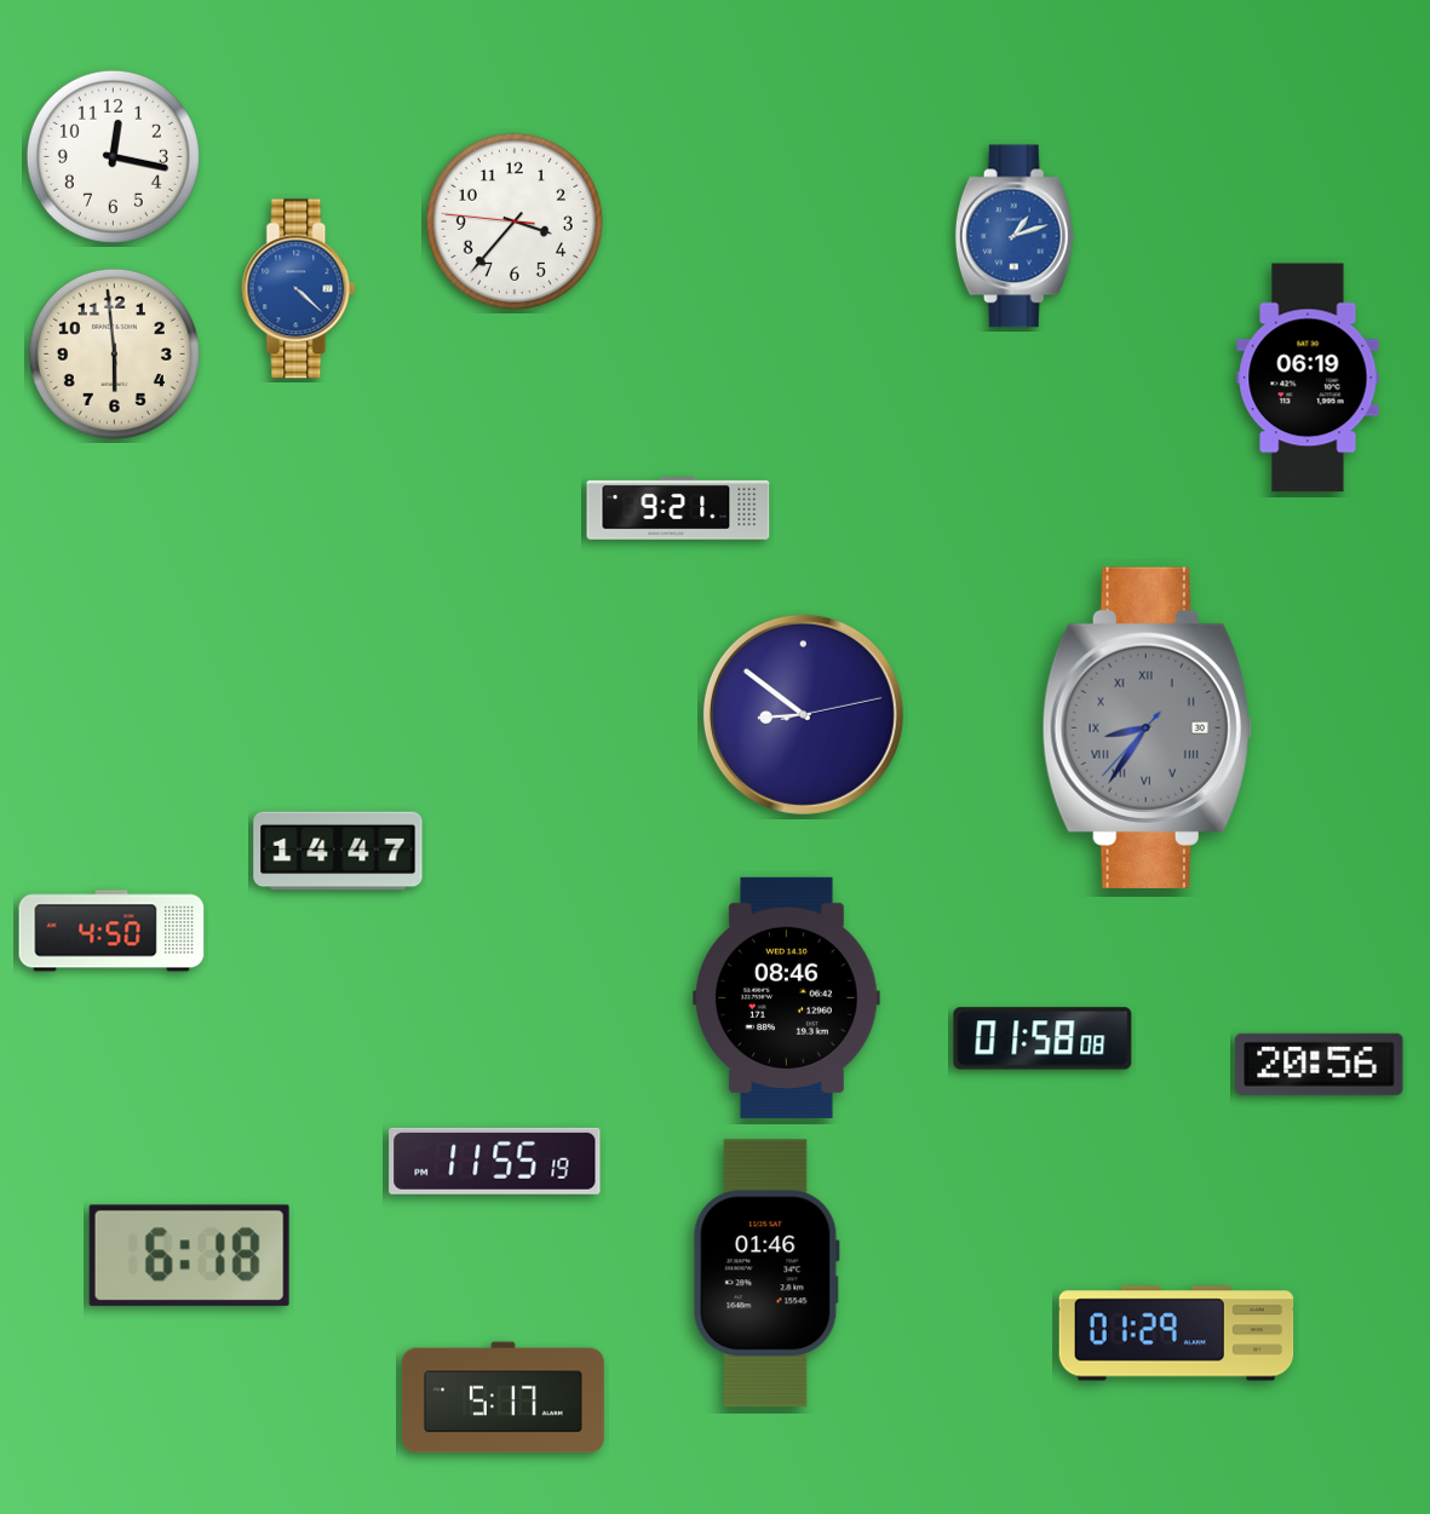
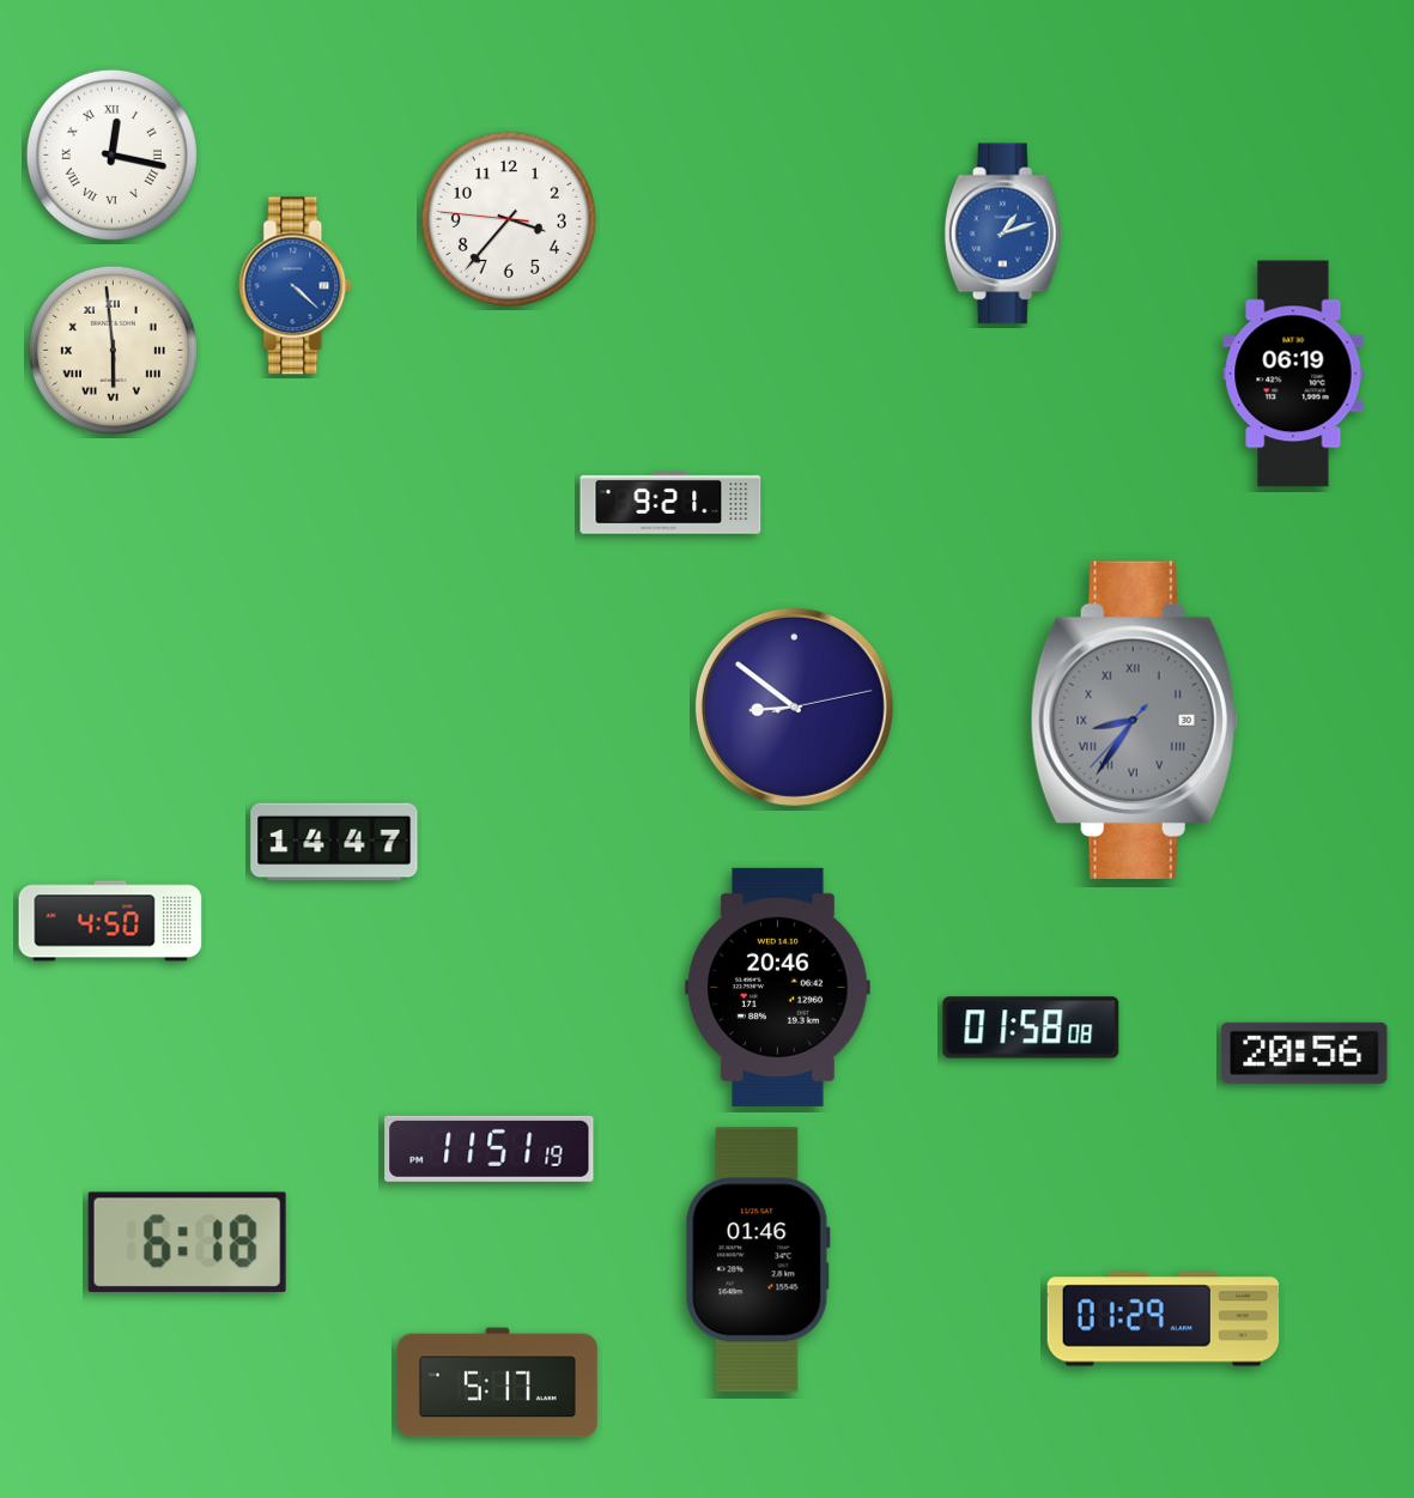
clock at (113, 156) numerals: Arabic -> Roman
clock at (114, 353) numerals: Arabic -> Roman
clock at (787, 997): 08:46 -> 20:46
clock at (495, 1161): 11:55 -> 11:51
